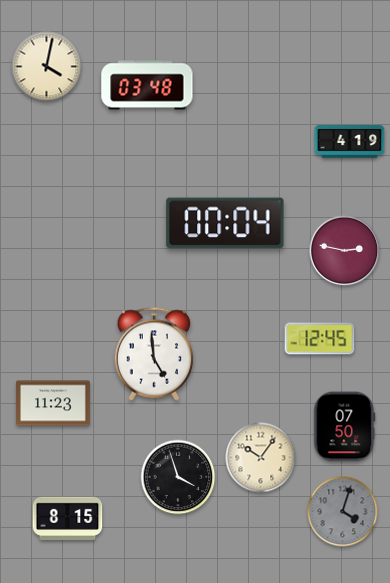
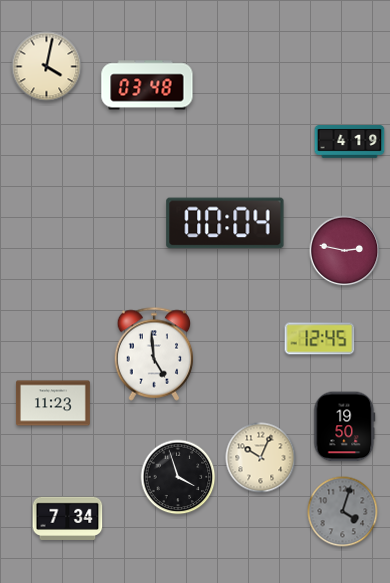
clock at (345, 427): 07:50 -> 19:50
clock at (261, 458): 10:06 -> 10:04
clock at (68, 518): 8:15 -> 7:34
